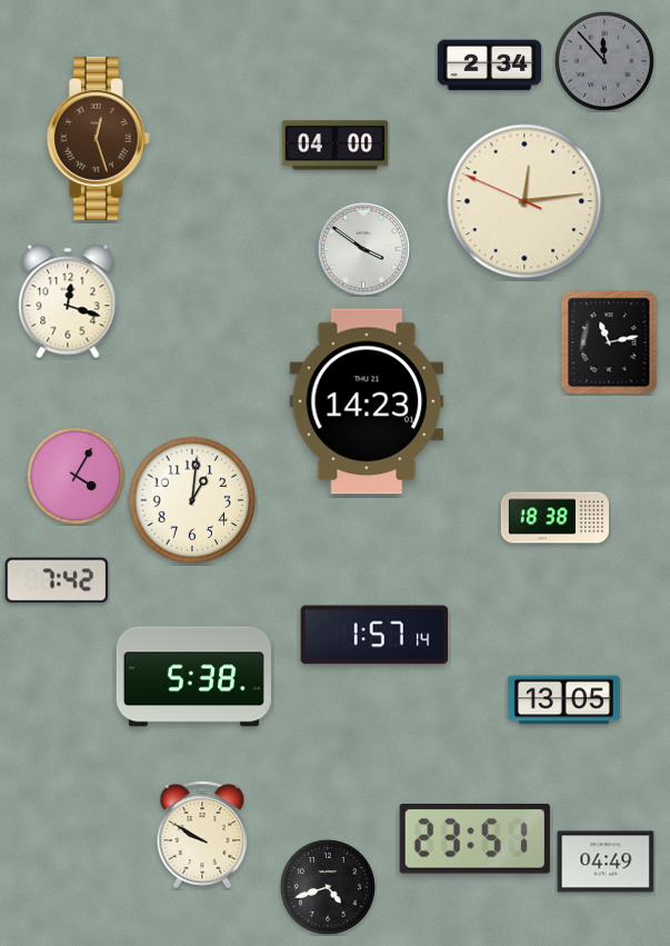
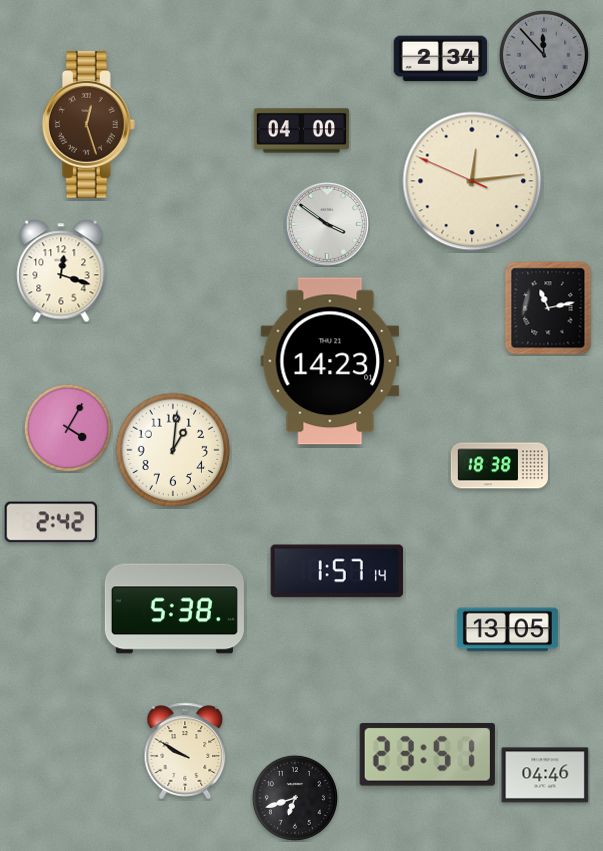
clock at (57, 580): 7:42 -> 2:42
clock at (202, 835) position: (202, 835) -> (185, 751)
clock at (606, 862): 04:49 -> 04:46
clock at (328, 887): 4:42 -> 6:42
